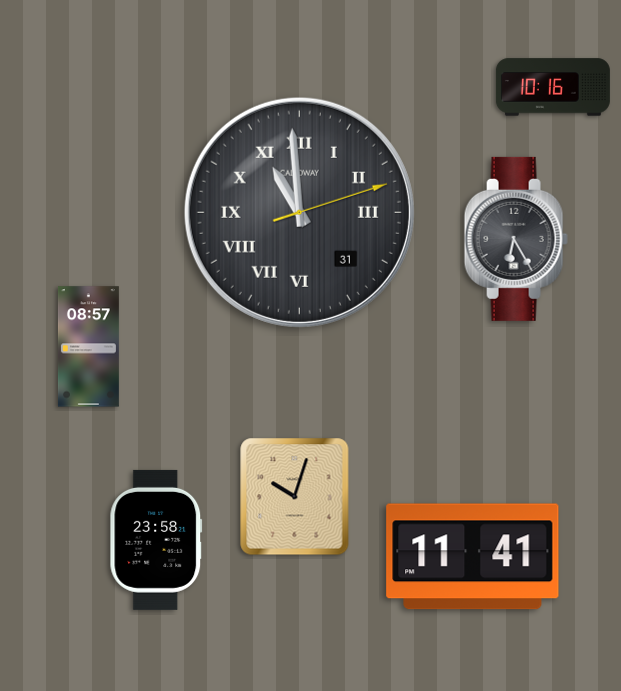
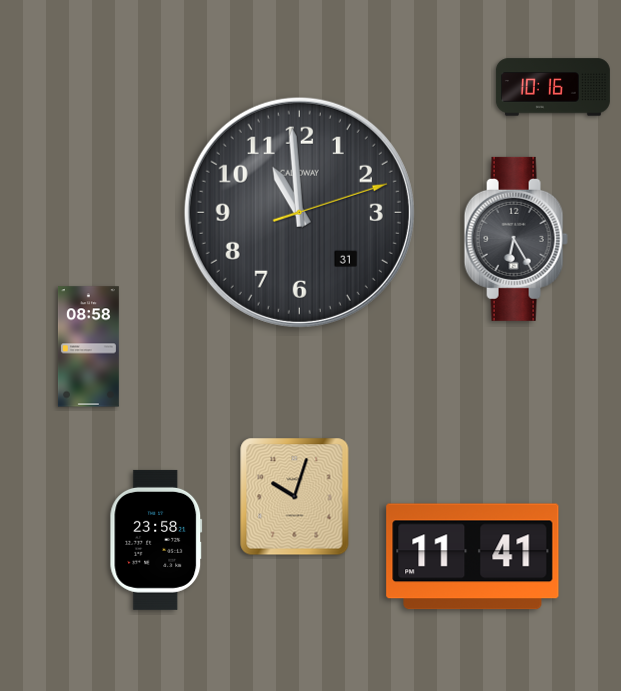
clock at (299, 212) numerals: Roman -> Arabic
clock at (88, 347): 08:57 -> 08:58
